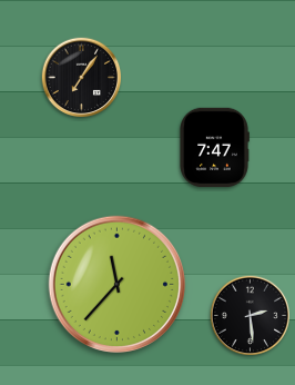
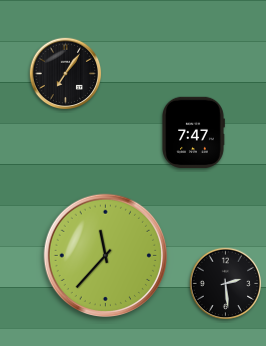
clock at (82, 78) position: (82, 78) -> (66, 74)
